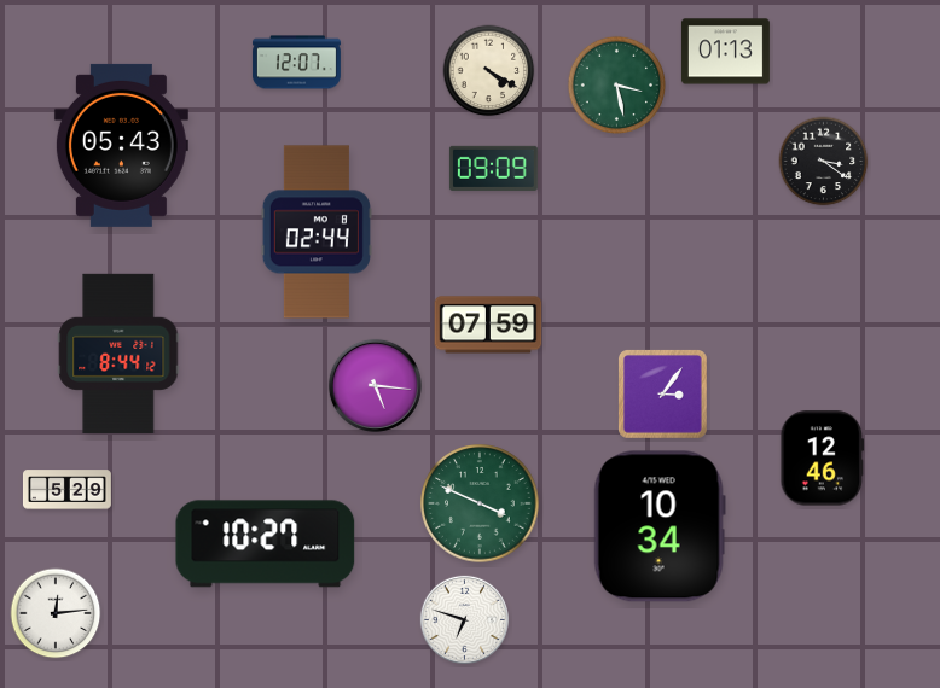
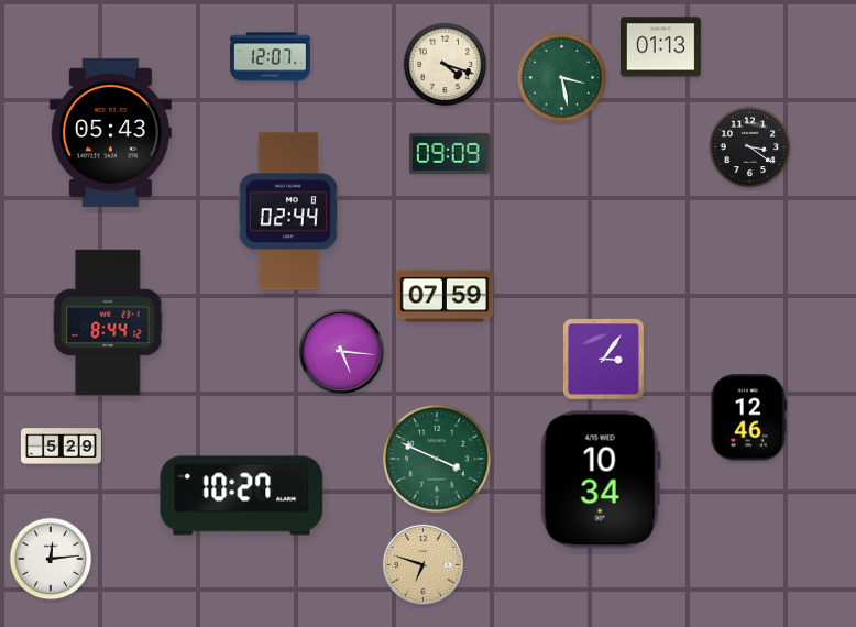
clock at (489, 71): 4:20 -> 4:18
clock at (464, 619) dial: white -> champagne
